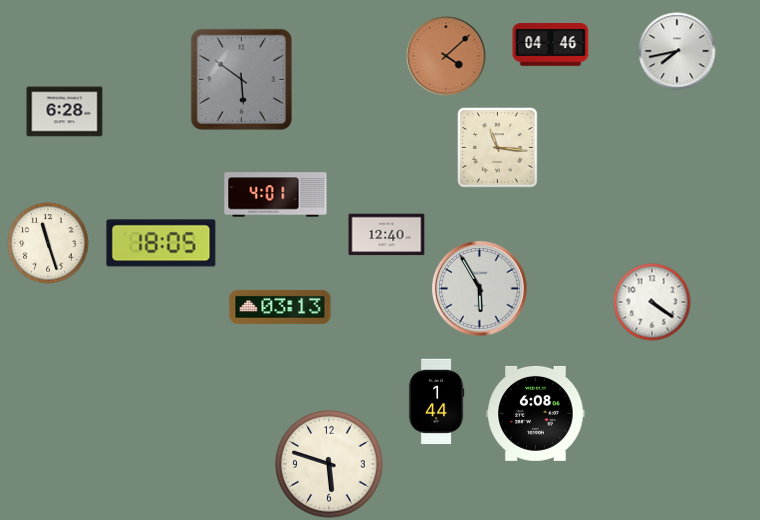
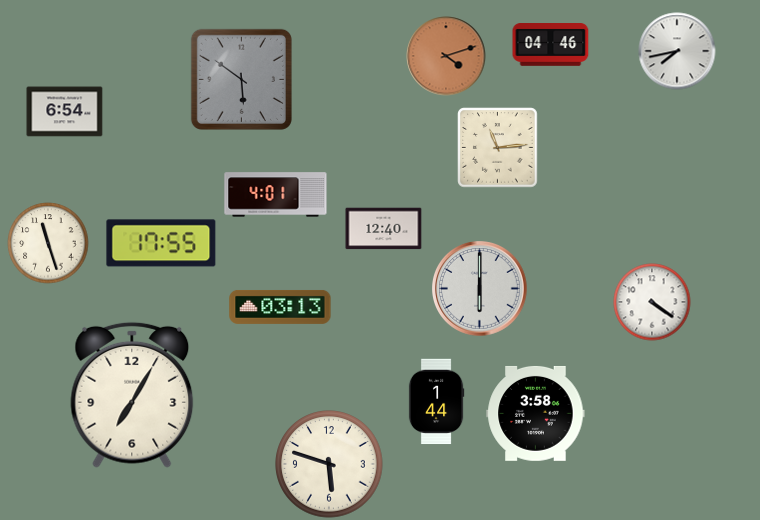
clock at (446, 56): 4:08 -> 4:12
clock at (65, 112): 6:28 -> 6:54
clock at (498, 148): 11:16 -> 11:14
clock at (387, 235) position: (387, 235) -> (384, 229)
clock at (161, 243): 18:05 -> 17:55
clock at (480, 289): 5:55 -> 6:00
clock at (132, 395): none -> 7:05
clock at (536, 413): 6:08 -> 3:58
